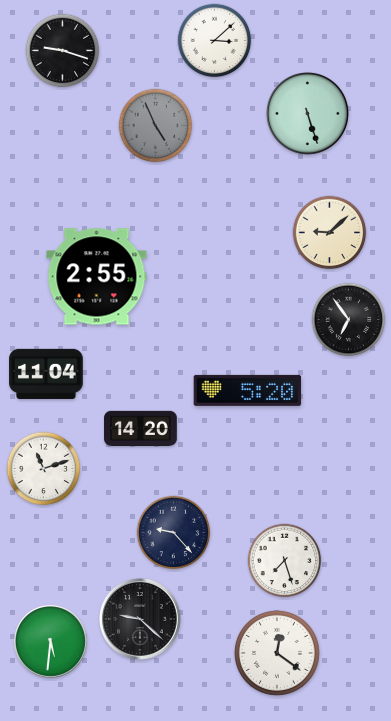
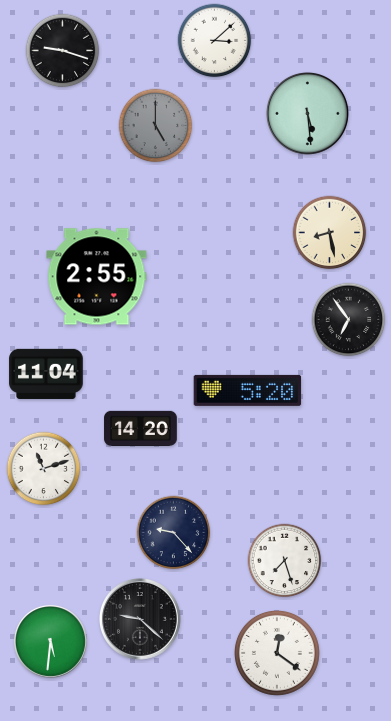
clock at (308, 114): 5:27 -> 5:29
clock at (156, 126): 4:56 -> 5:00
clock at (330, 233): 9:08 -> 8:28
